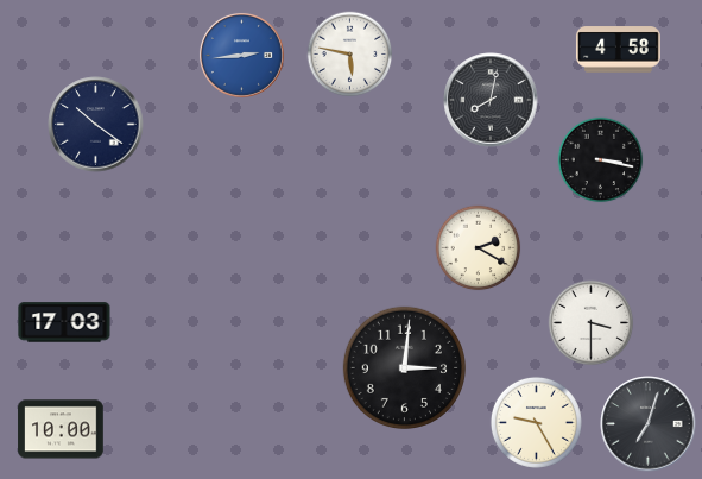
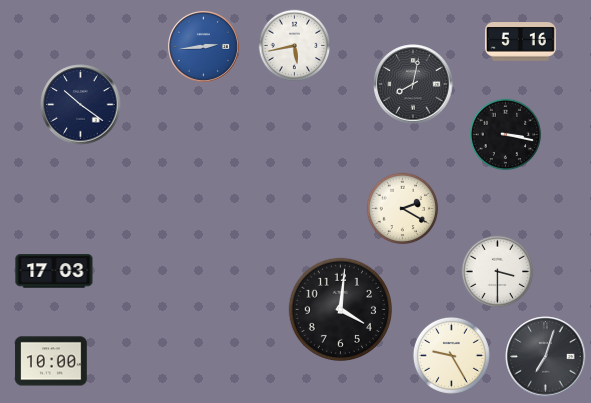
clock at (618, 50): 4:58 -> 5:16
clock at (350, 55): 5:47 -> 5:43
clock at (404, 367): 3:01 -> 4:01
